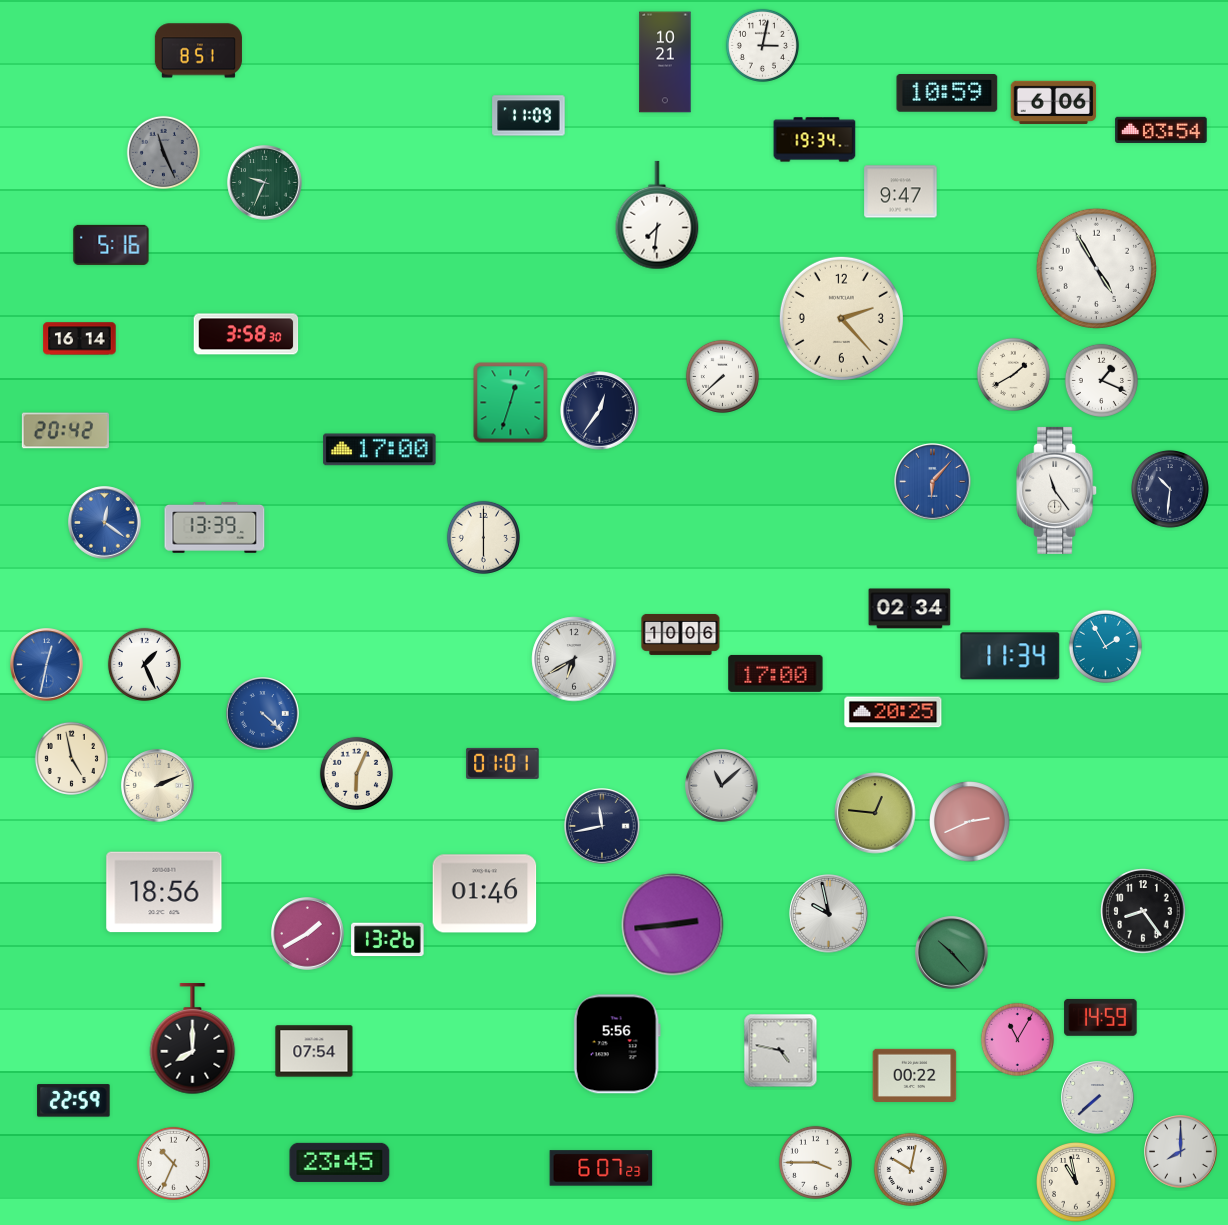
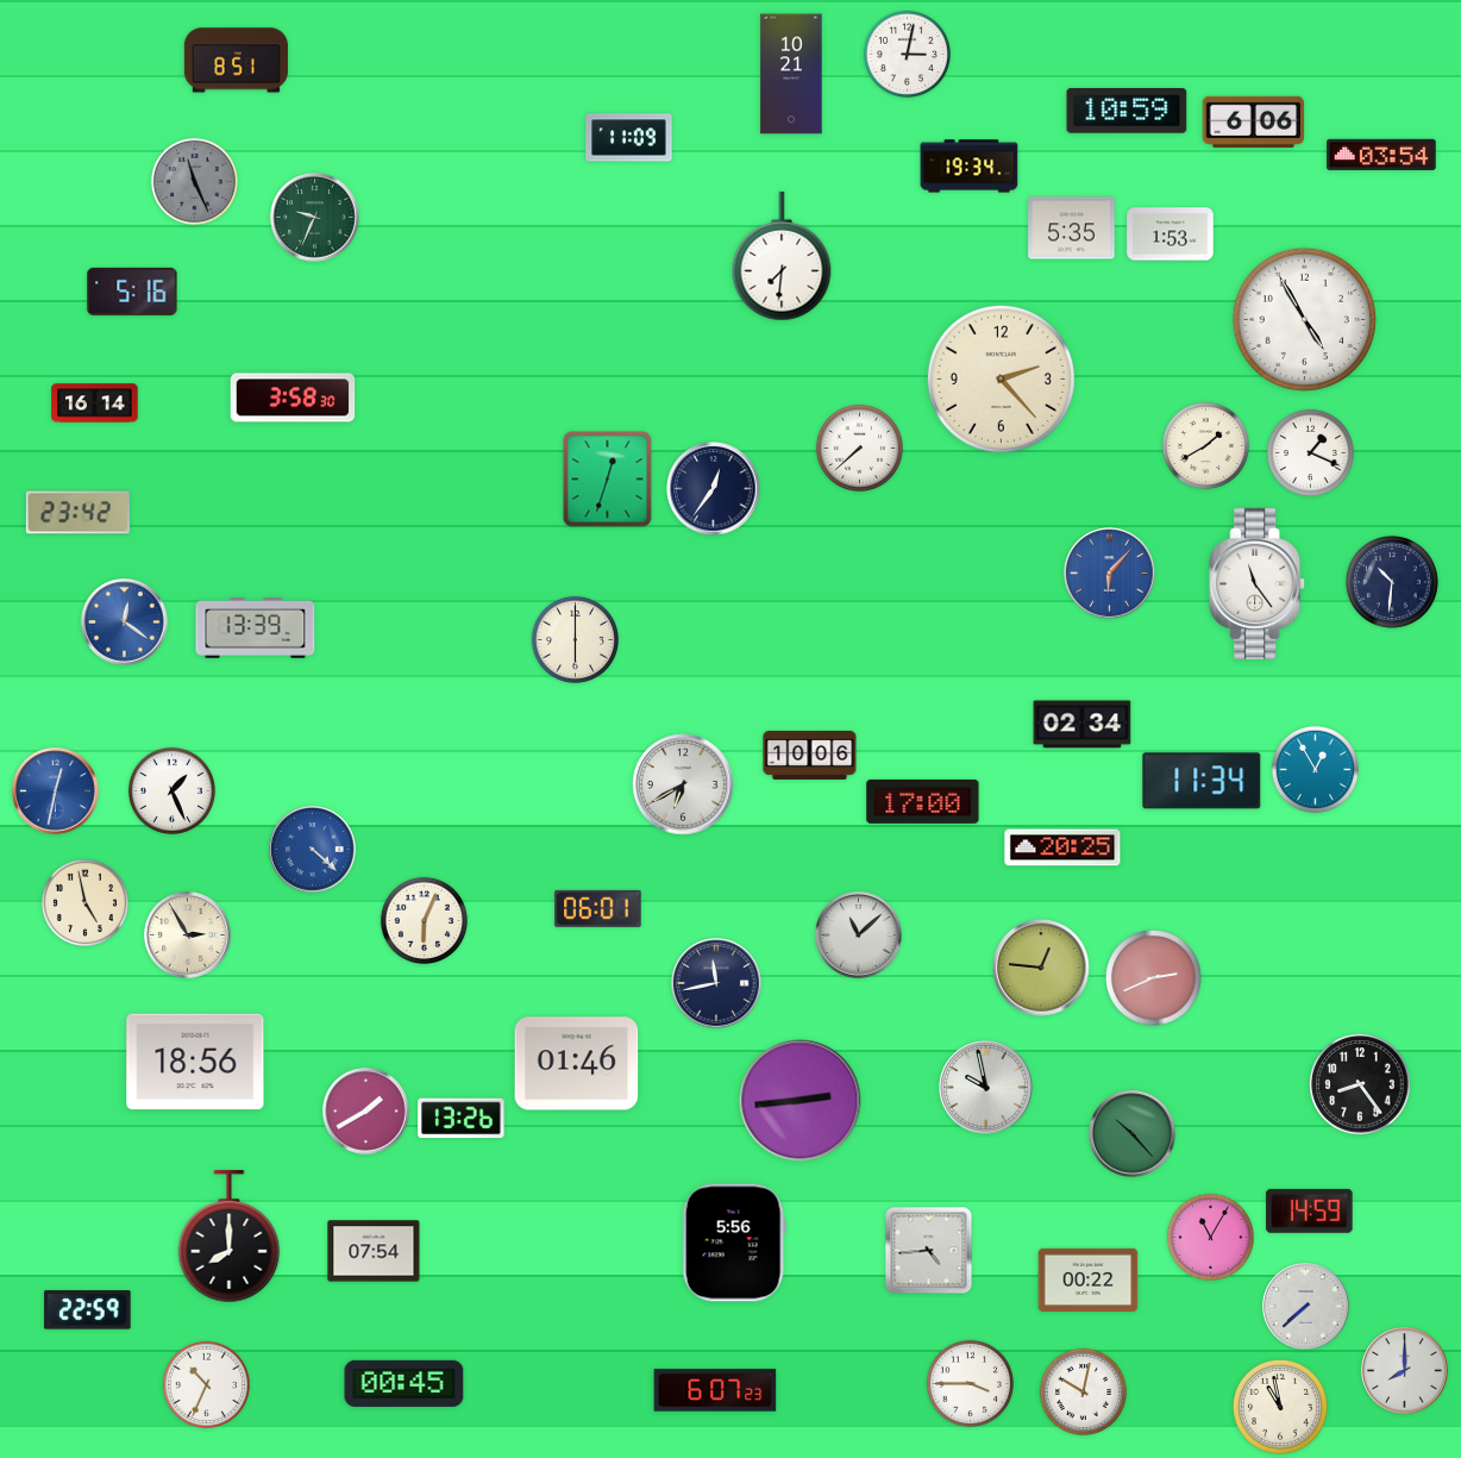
clock at (901, 192): 9:47 -> 5:35
clock at (1171, 234): none -> 1:53
clock at (65, 431): 20:42 -> 23:42
clock at (380, 450): 17:00 -> none
clock at (1105, 646): 1:55 -> 12:55
clock at (503, 763): 01:01 -> 06:01
clock at (158, 786): 2:11 -> 2:55
clock at (781, 1051): 4:47 -> 4:44
clock at (340, 1162): 23:45 -> 00:45
